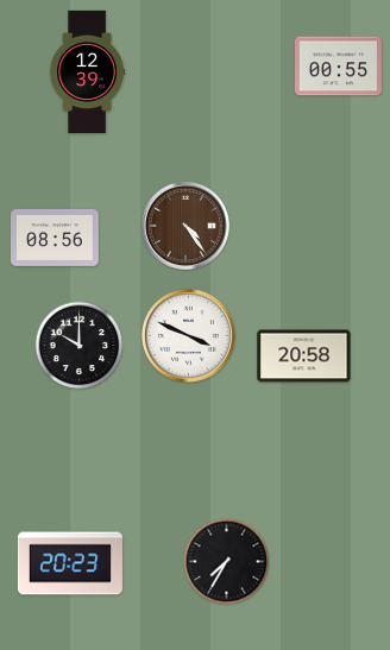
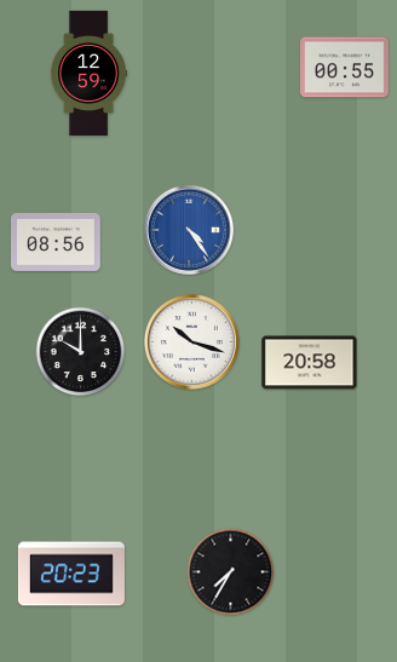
clock at (87, 71): 12:39 -> 12:59
clock at (185, 226) dial: brown -> blue
clock at (188, 335): 3:49 -> 10:18
